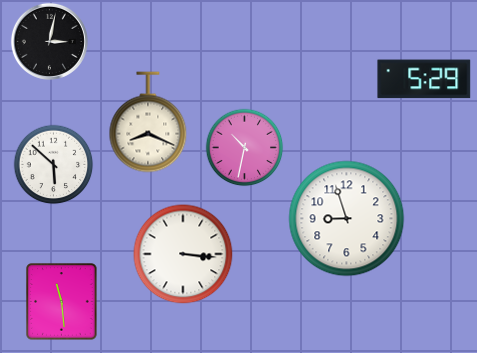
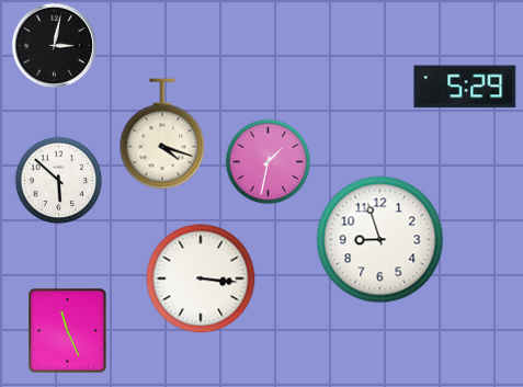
clock at (148, 122): 8:19 -> 4:18
clock at (244, 147): 10:32 -> 1:32
clock at (62, 302): 11:29 -> 11:26
